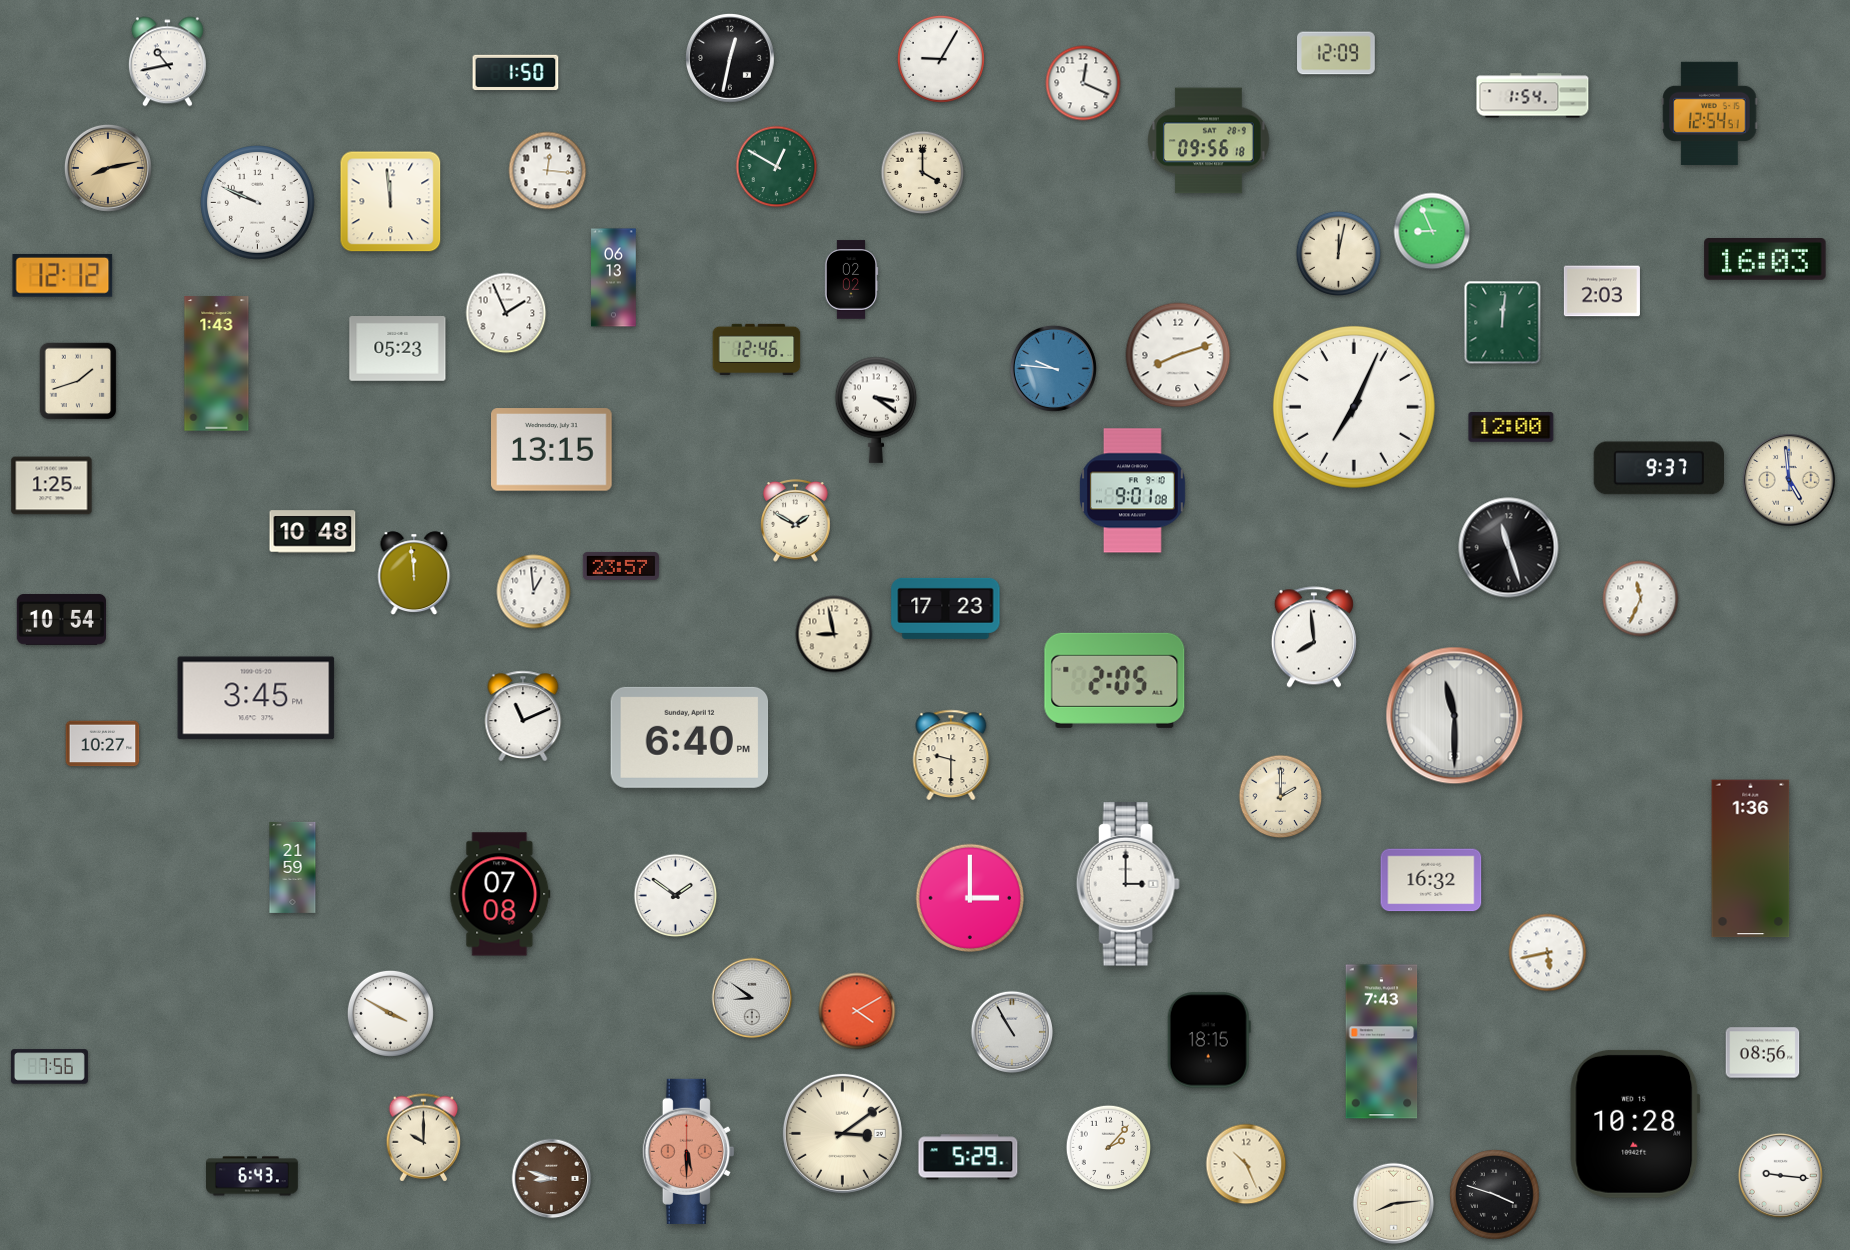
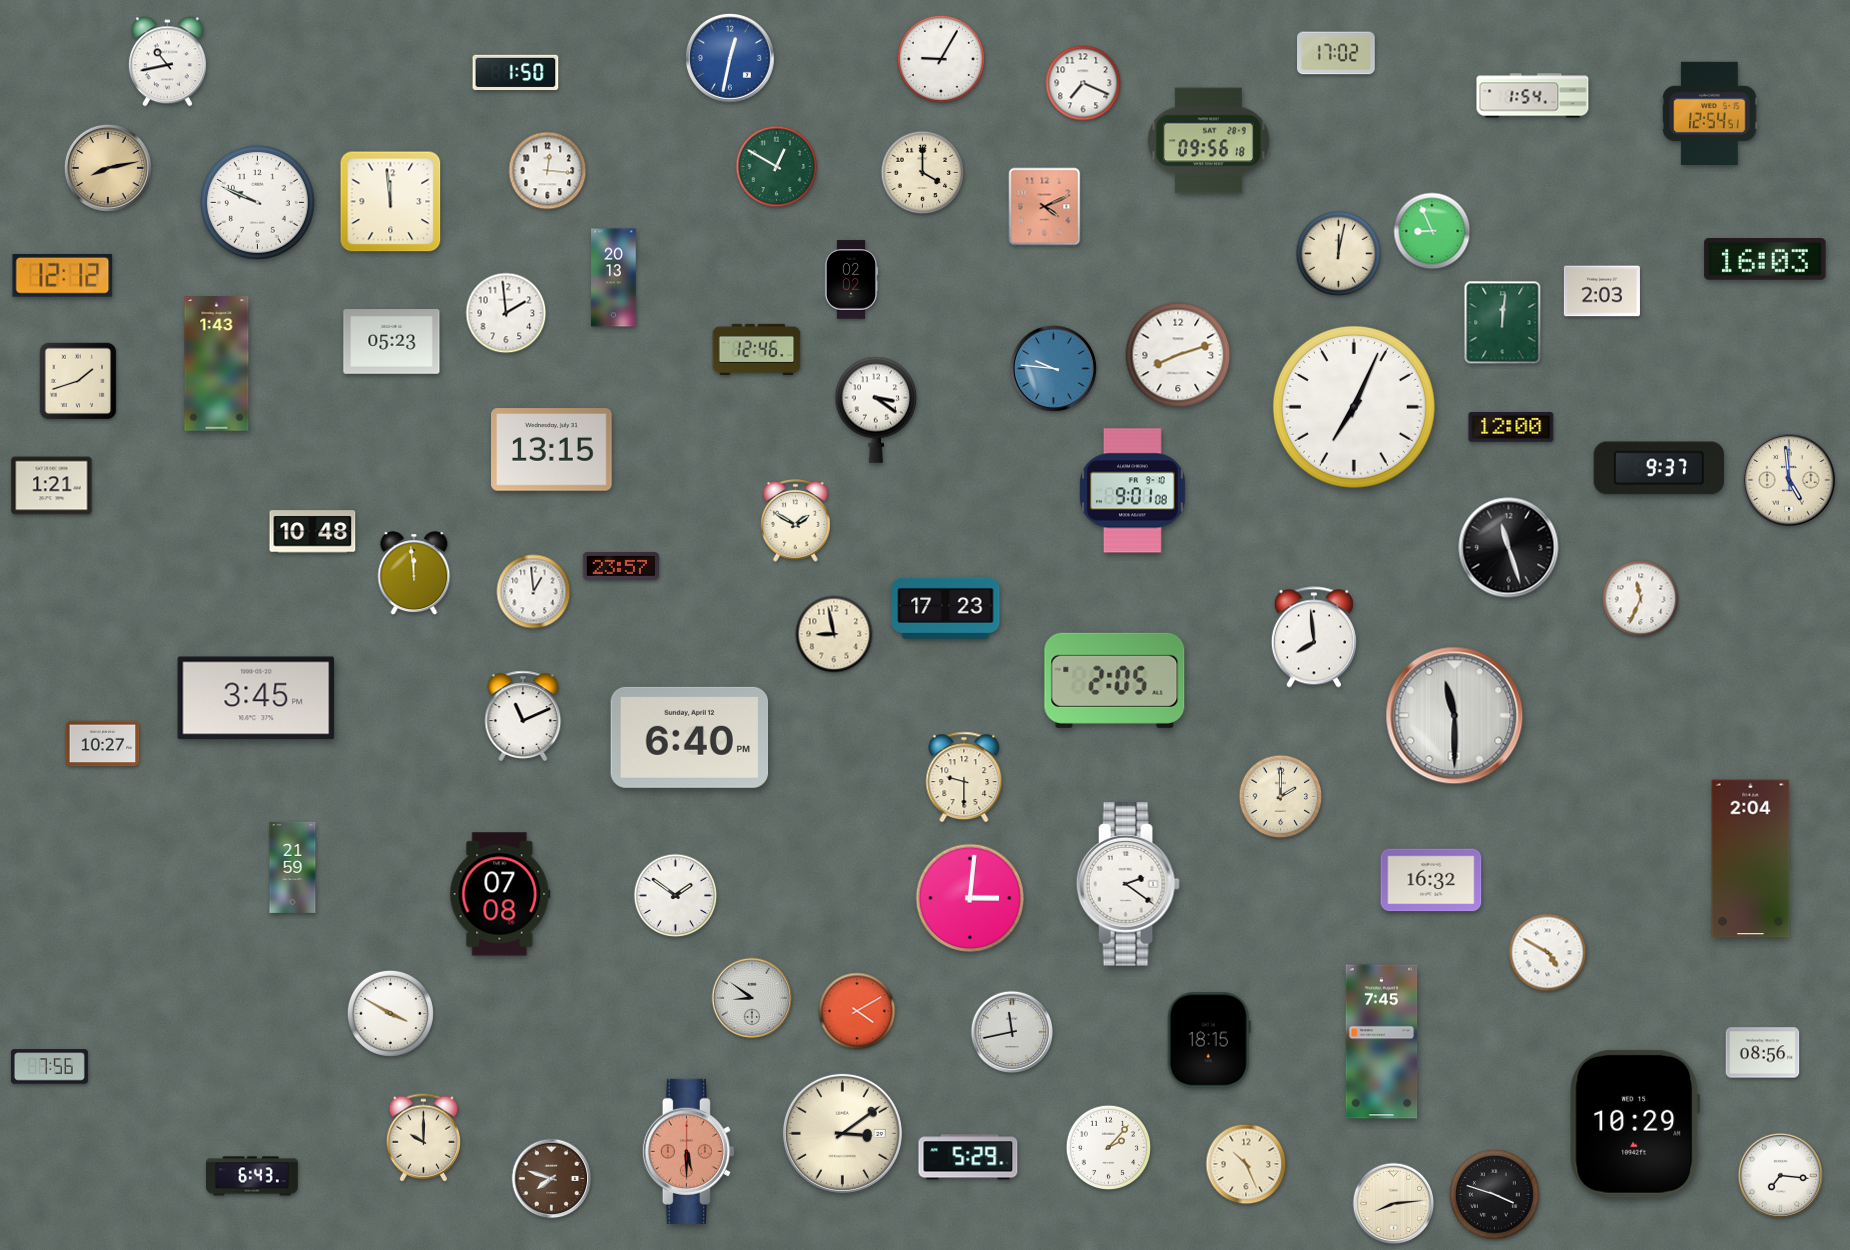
clock at (1337, 53): 12:09 -> 17:02
clock at (731, 59) dial: black -> blue
clock at (1083, 83): 12:19 -> 7:19
clock at (1045, 207): none -> 4:11
clock at (614, 278): 06:13 -> 20:13
clock at (506, 313): 1:56 -> 1:59
clock at (398, 349) position: (398, 349) -> (392, 342)
clock at (52, 486): 1:25 -> 1:21
clock at (61, 619): 10:54 -> none
clock at (951, 755) position: (951, 755) -> (964, 777)
clock at (1751, 859): 1:36 -> 2:04
clock at (1128, 884): 3:00 -> 2:21
clock at (969, 897): 3:00 -> 3:01
clock at (1548, 953): 5:43 -> 4:50
clock at (1012, 1032): 10:55 -> 11:43
clock at (1382, 1042): 7:43 -> 7:45
clock at (1635, 1124): 10:28 -> 10:29
clock at (1780, 1175): 9:16 -> 7:16
clock at (552, 1179): 8:48 -> 7:48
